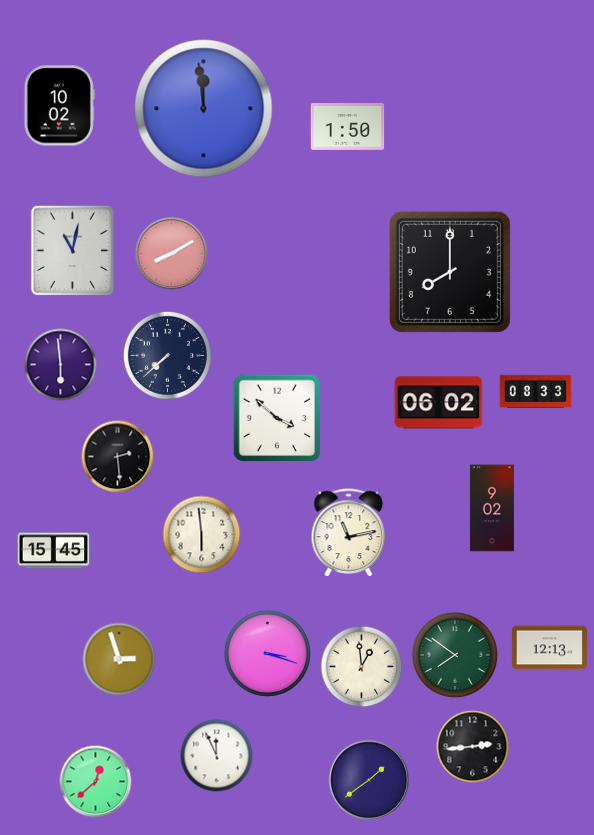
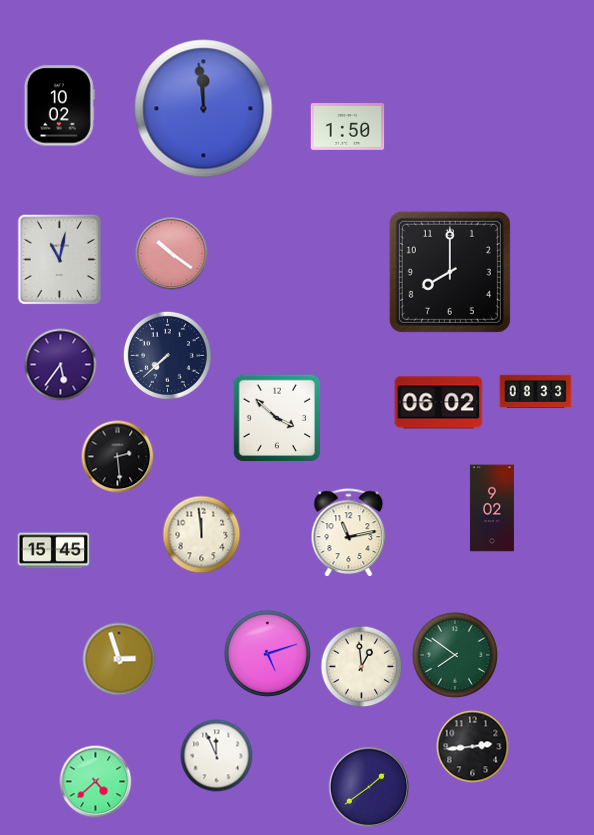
clock at (72, 250) position: (72, 250) -> (59, 259)
clock at (172, 254): 8:10 -> 10:21
clock at (61, 365): 5:59 -> 5:36
clock at (202, 535): 5:59 -> 11:59
clock at (549, 648): 12:13 -> none
clock at (267, 653): 3:18 -> 5:12
clock at (369, 780) position: (369, 780) -> (369, 787)
clock at (96, 782): 12:38 -> 4:38
